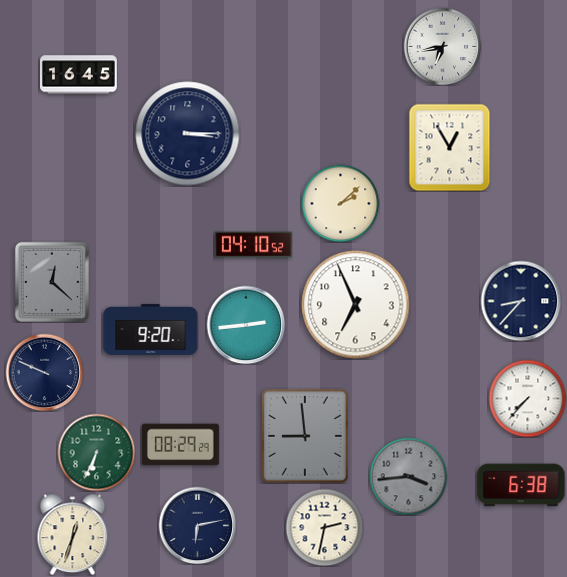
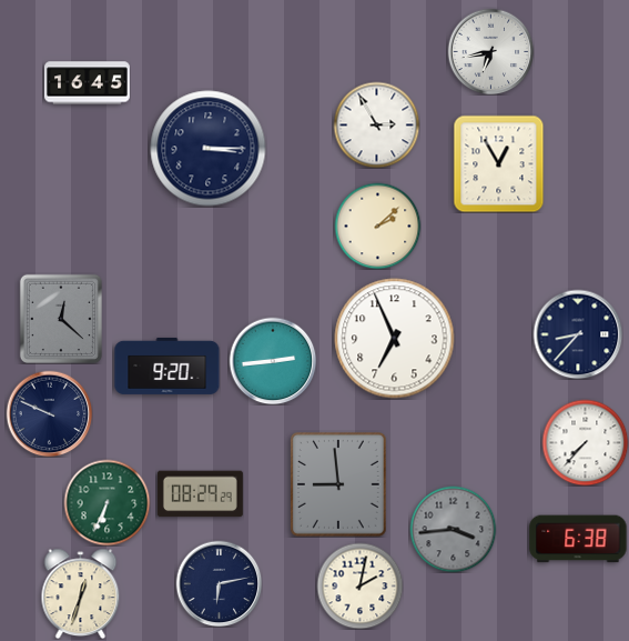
clock at (376, 124): none -> 2:55
clock at (253, 245): 04:10 -> none
clock at (52, 282) position: (52, 282) -> (61, 319)
clock at (324, 527): 2:32 -> 2:02
